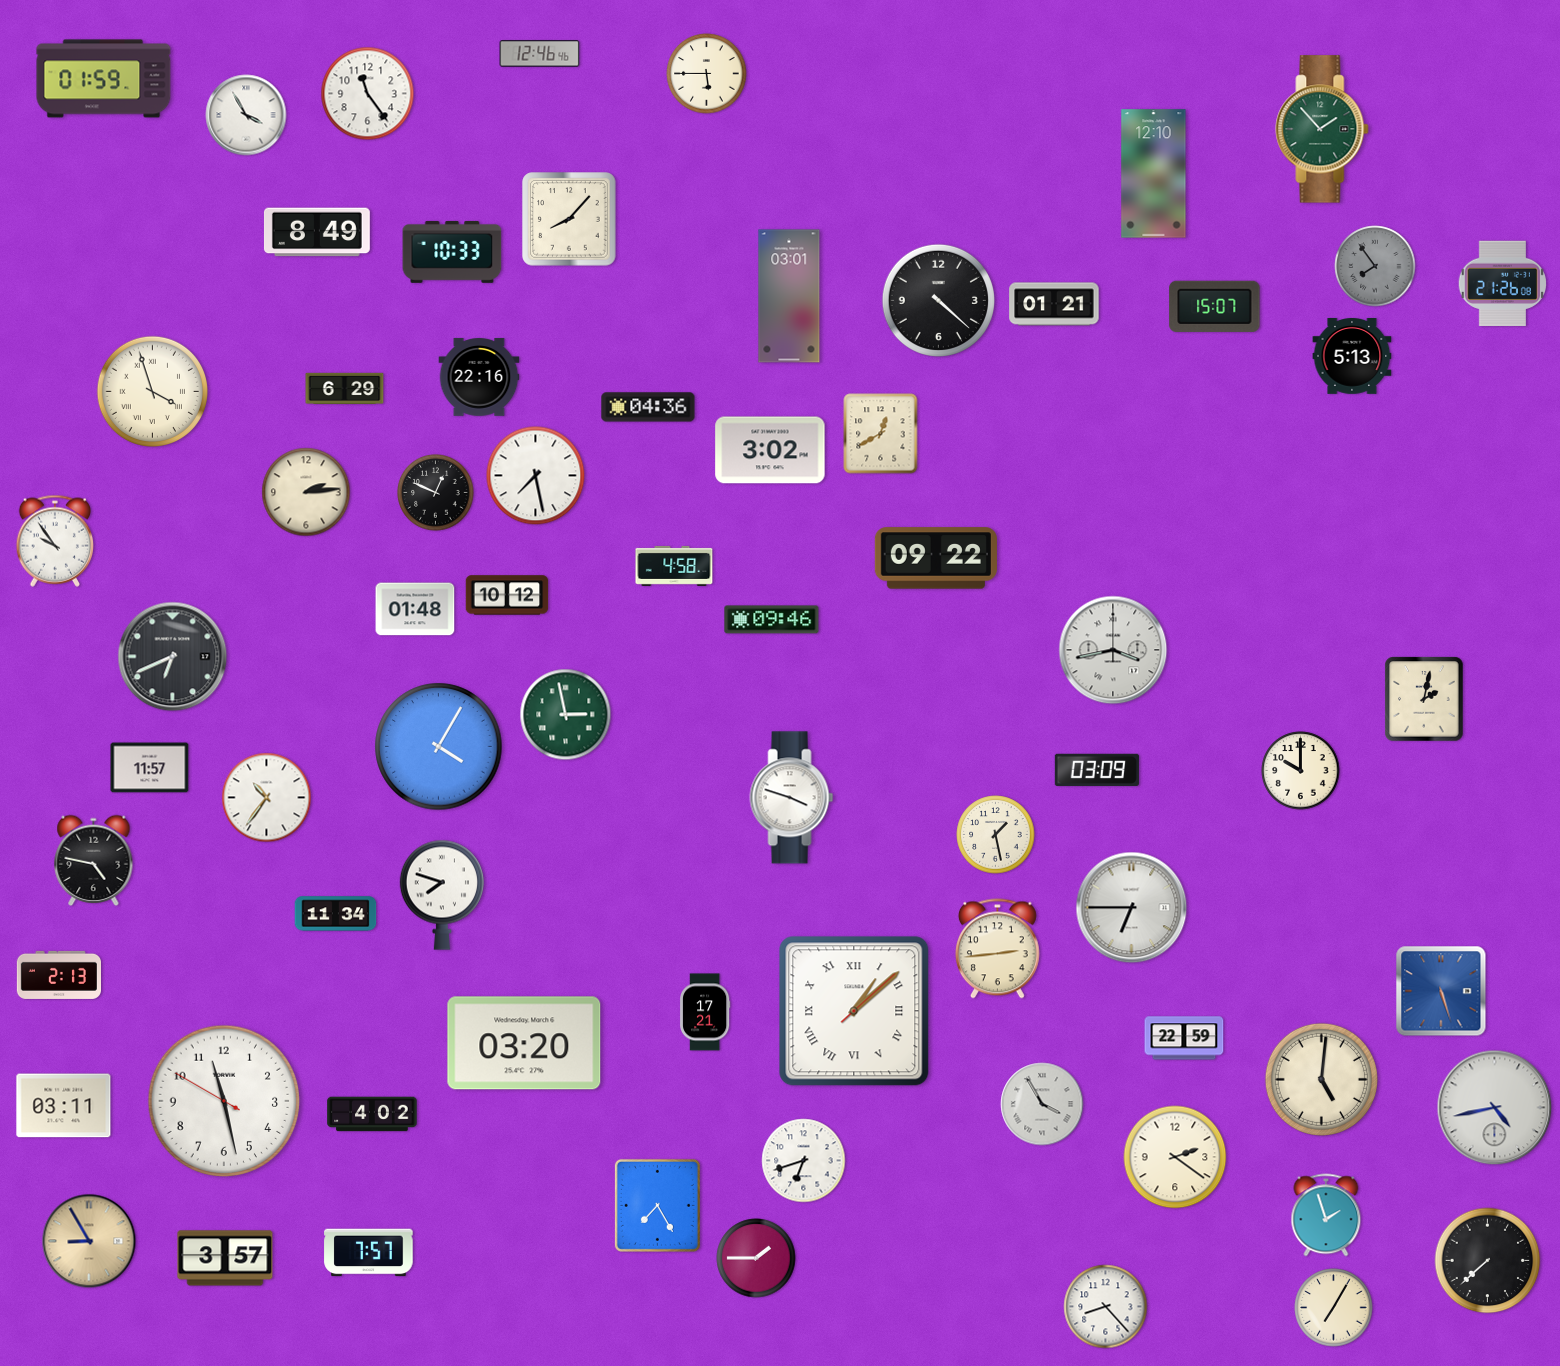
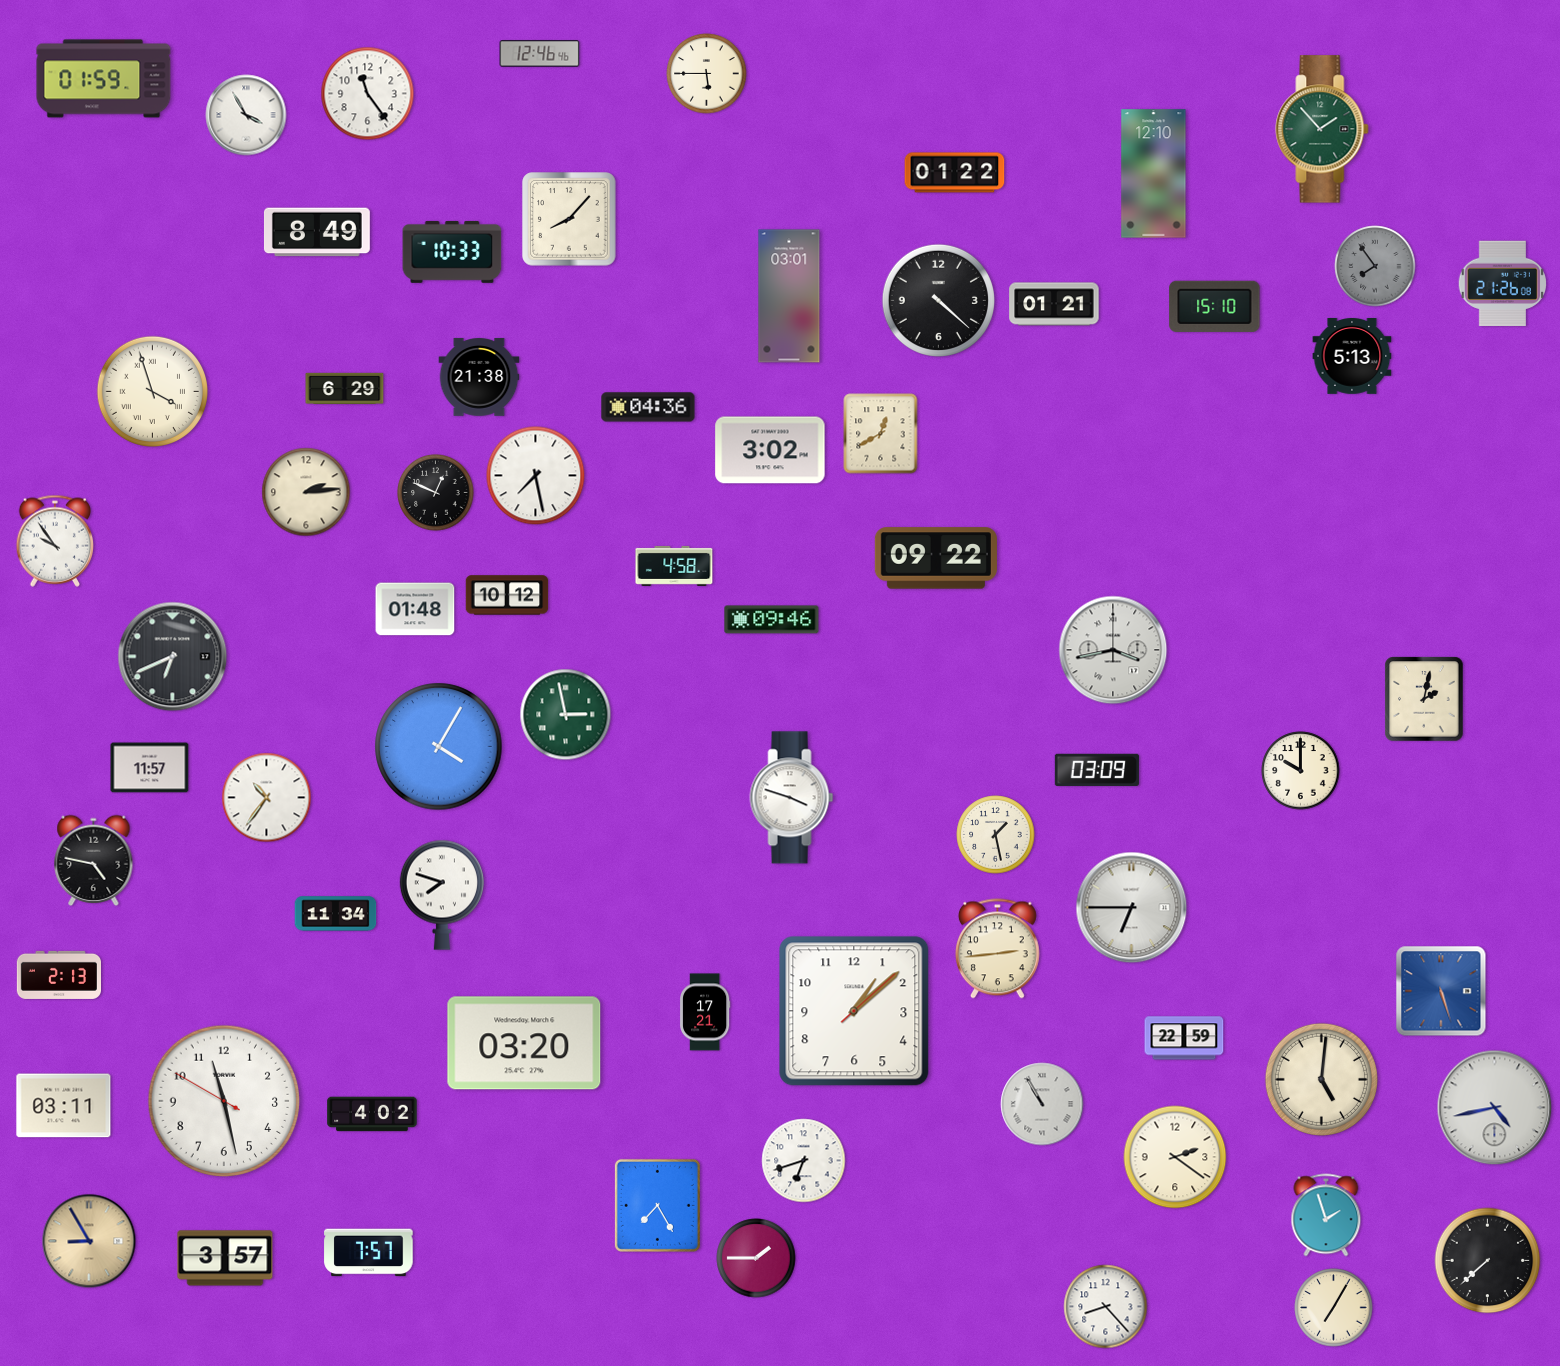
clock at (955, 173): none -> 01:22
clock at (1215, 306): 15:07 -> 15:10
clock at (479, 377): 22:16 -> 21:38
clock at (854, 1011) numerals: Roman -> Arabic
clock at (1042, 1104): 3:55 -> 10:55
